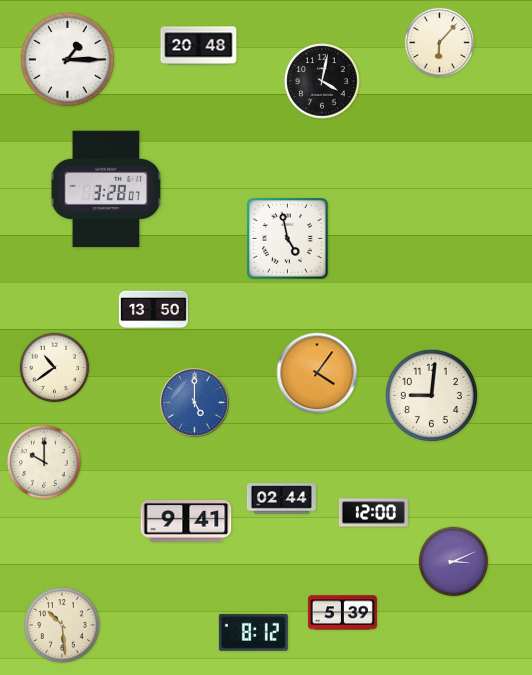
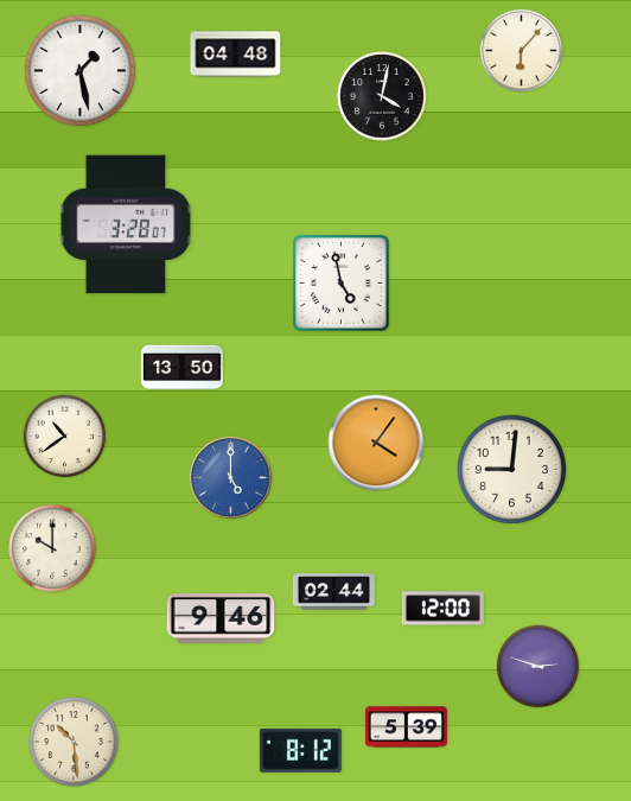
clock at (199, 46): 20:48 -> 04:48
clock at (67, 59): 1:15 -> 1:28
clock at (186, 522): 9:41 -> 9:46
clock at (454, 562): 3:11 -> 2:48
